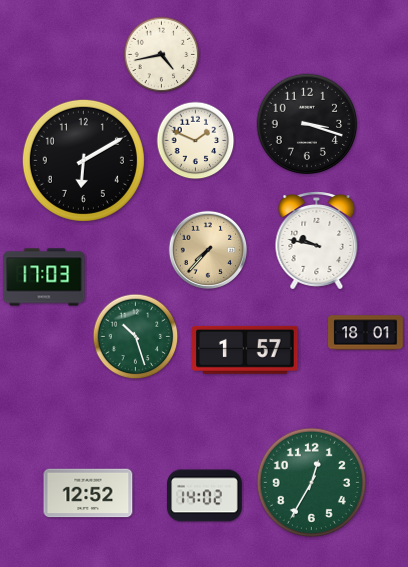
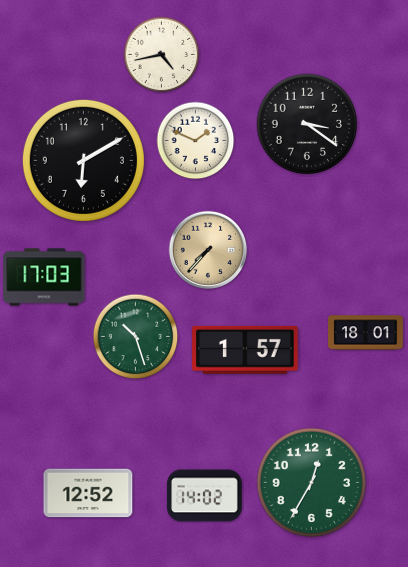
clock at (306, 123): 3:18 -> 3:21
clock at (317, 241): 9:47 -> none
